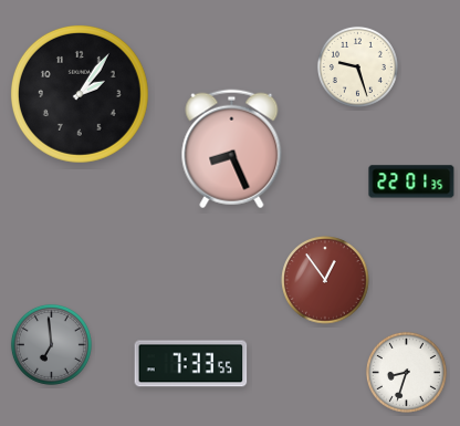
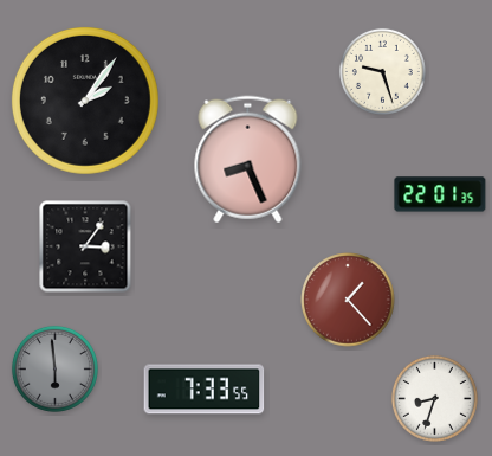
clock at (85, 246): none -> 3:06
clock at (325, 280): 12:54 -> 1:23
clock at (51, 344): 6:59 -> 5:59
